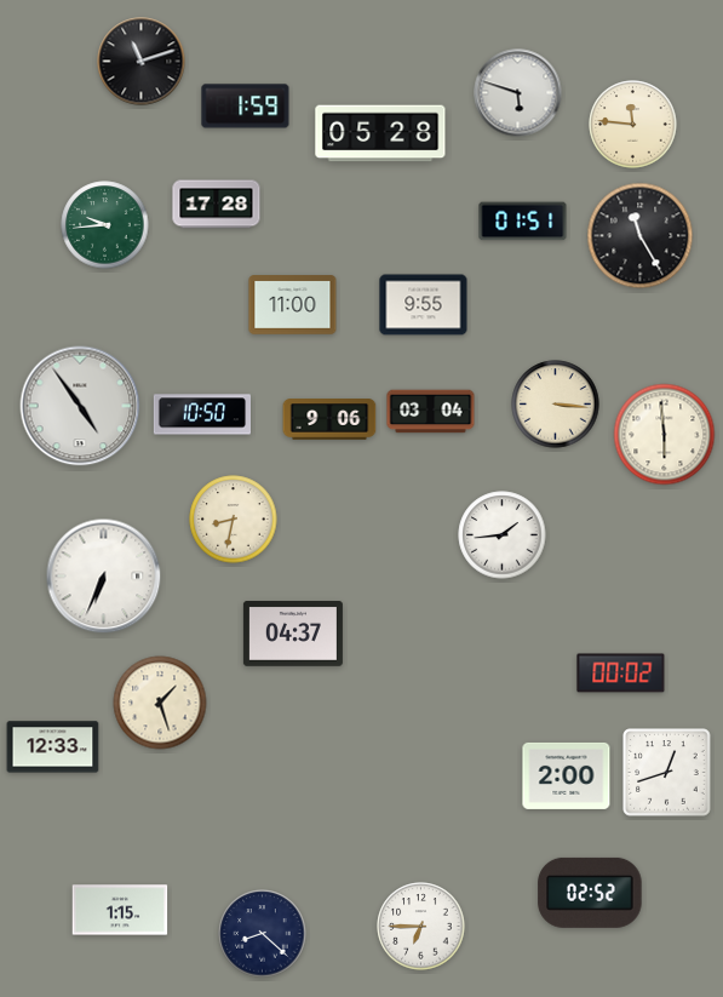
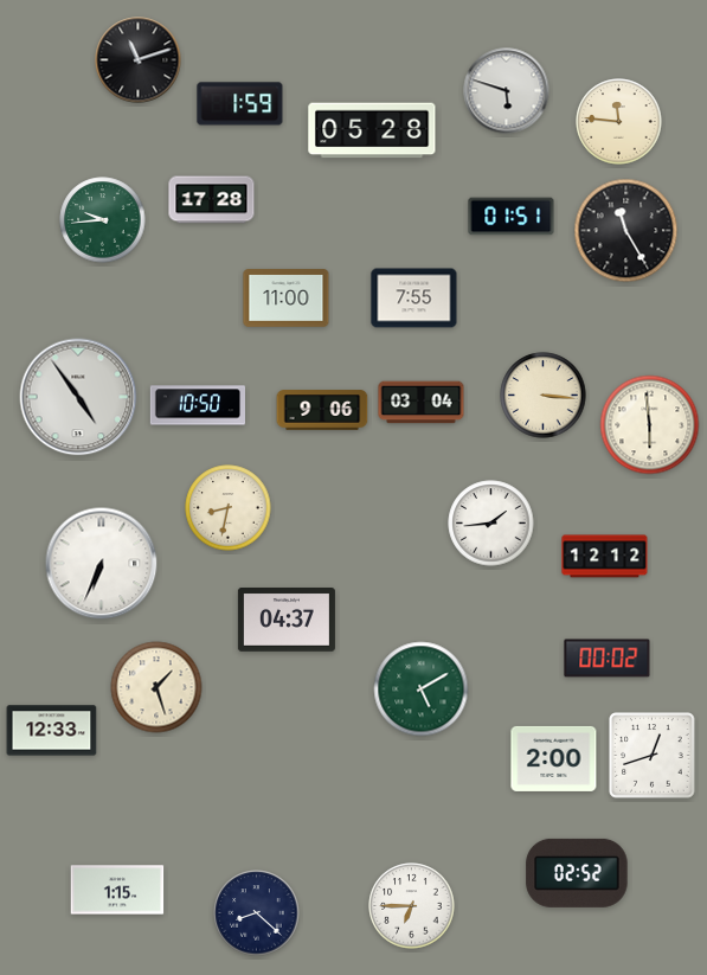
clock at (424, 305): 9:55 -> 7:55
clock at (605, 557): none -> 12:12
clock at (422, 689): none -> 5:10
